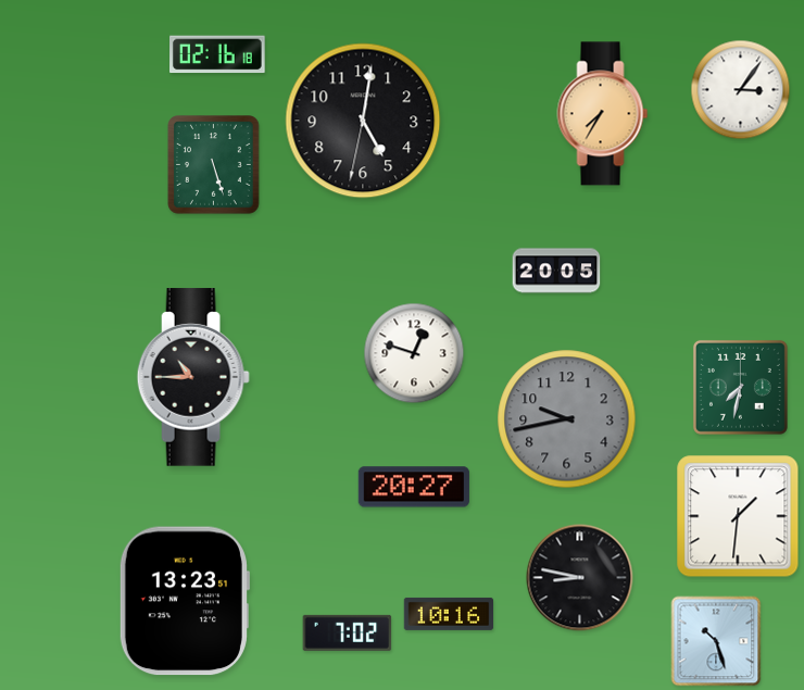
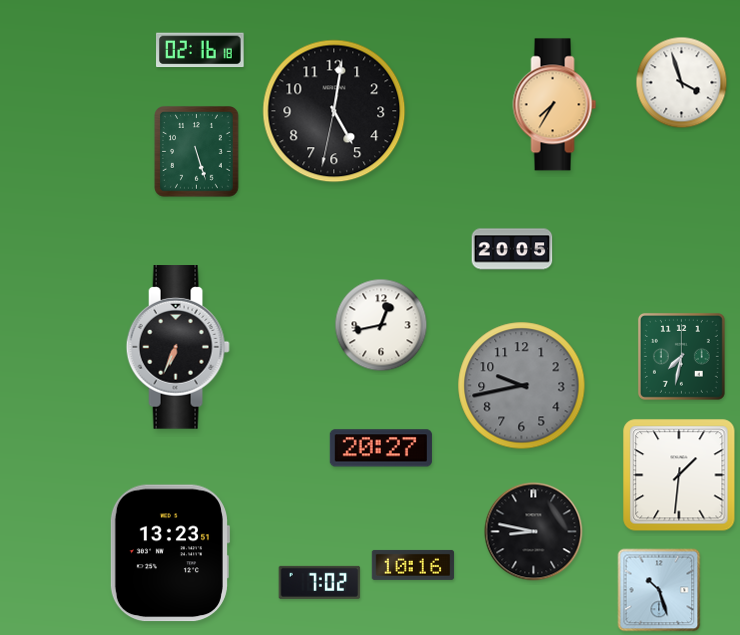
clock at (741, 90): 3:06 -> 3:57
clock at (414, 353): 12:48 -> 12:43
clock at (193, 377): 10:45 -> 6:34
